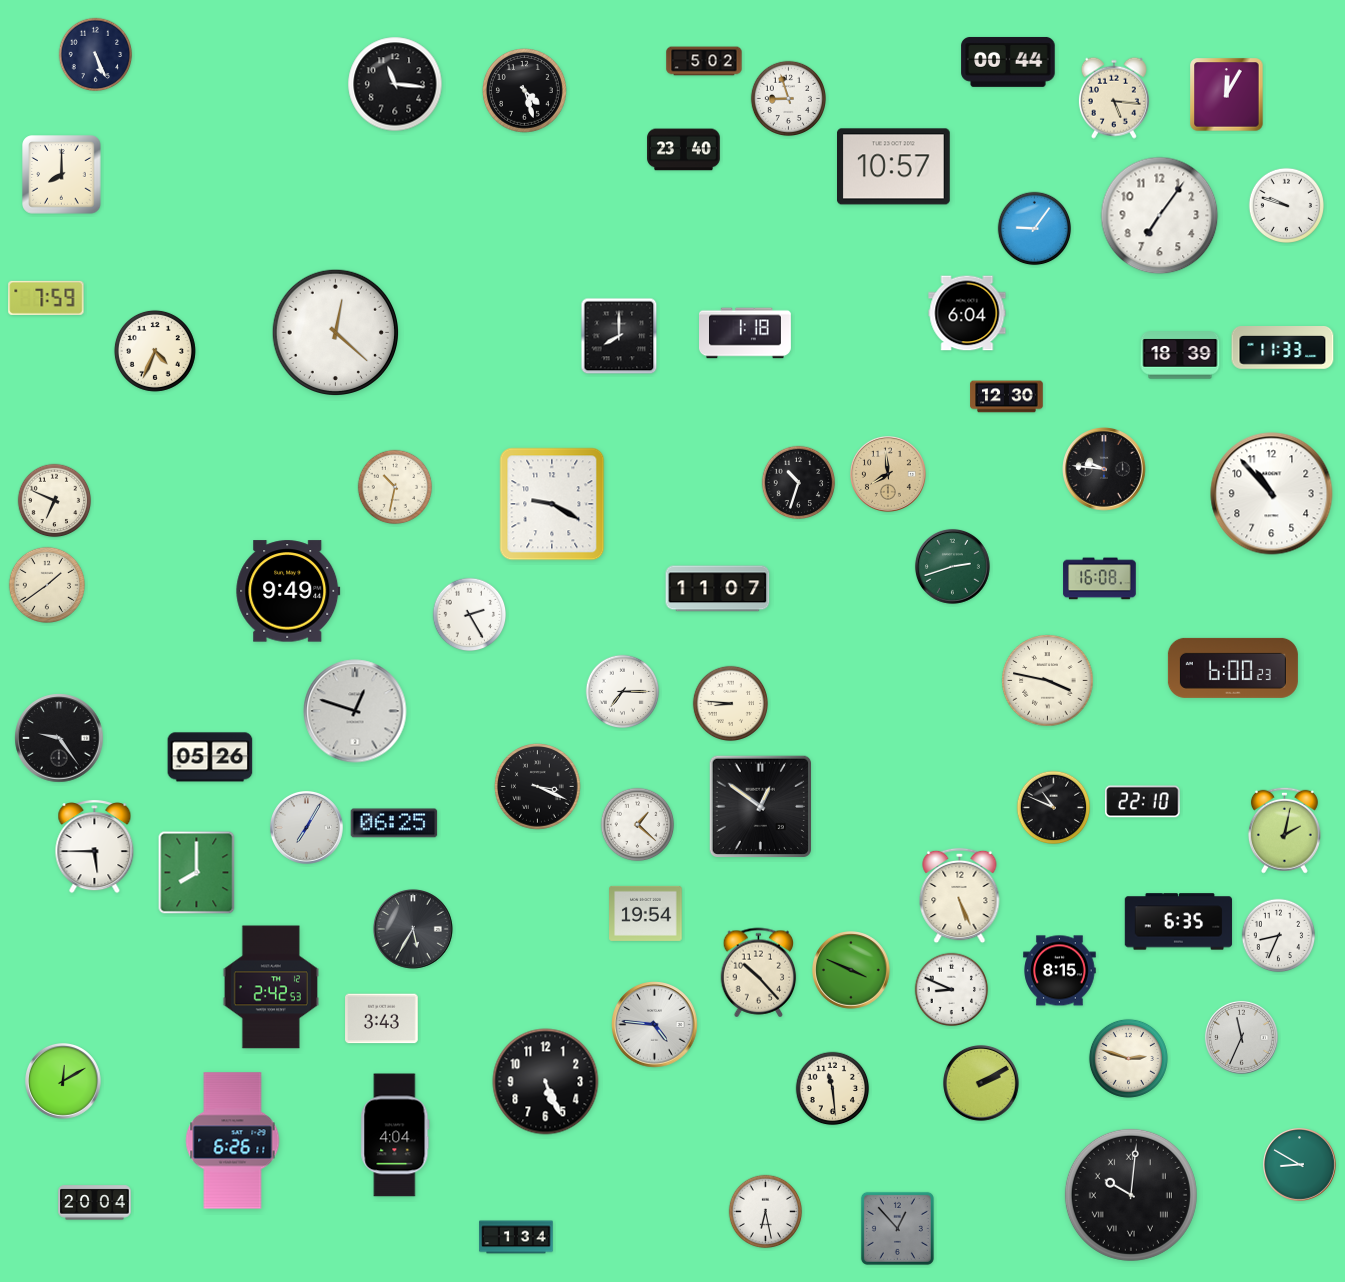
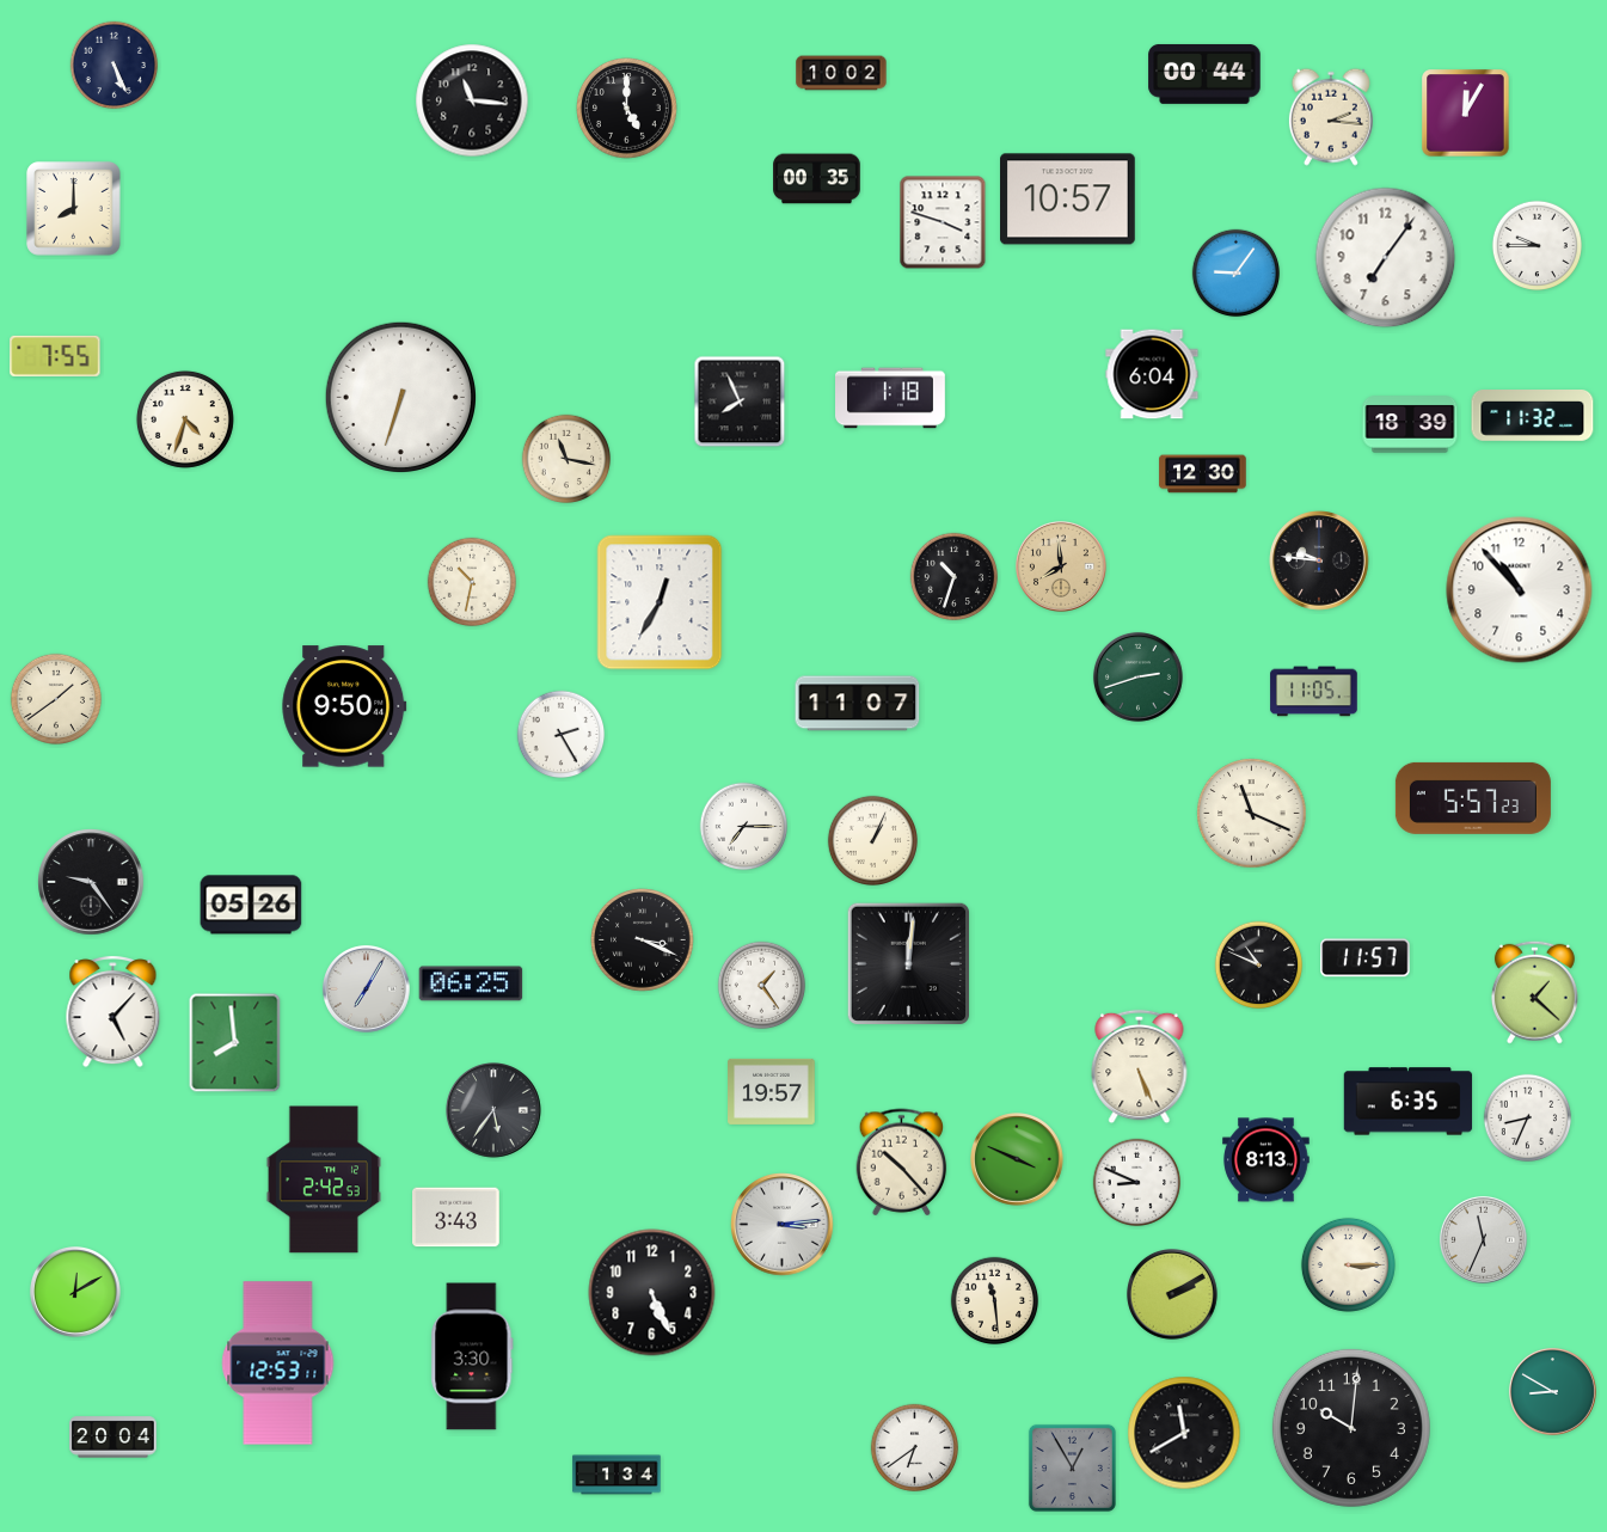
clock at (704, 61): 5:02 -> 10:02
clock at (525, 91): 4:27 -> 5:00
clock at (788, 98): 8:57 -> none
clock at (1114, 98): 5:16 -> 2:16
clock at (684, 150): 23:40 -> 00:35
clock at (943, 222): none -> 3:48
clock at (1286, 205): 9:48 -> 9:45
clock at (46, 298): 7:59 -> 7:55
clock at (967, 313) position: (967, 313) -> (1152, 374)
clock at (335, 332): 12:22 -> 6:33
clock at (619, 336): 8:00 -> 7:56
clock at (1283, 348): 11:33 -> 11:32
clock at (155, 351): 4:34 -> 4:33
clock at (566, 459): none -> 11:17
clock at (55, 501): 6:49 -> none
clock at (552, 504): 9:20 -> 12:35
clock at (1100, 579): 16:08 -> 11:05
clock at (288, 591): 9:49 -> 9:50
clock at (1233, 668): 6:00 -> 5:57
clock at (1048, 681): 3:47 -> 11:19
clock at (730, 703): 8:46 -> 1:04
clock at (355, 711): 12:48 -> none
clock at (59, 738) position: (59, 738) -> (91, 882)
clock at (1143, 802): 22:10 -> 11:57
clock at (760, 806): 12:51 -> 12:01
clock at (638, 825): 1:22 -> 1:24
clock at (1284, 830): 2:02 -> 1:22
clock at (95, 847): 5:45 -> 5:07
clock at (197, 873): 8:00 -> 7:59
clock at (960, 896) position: (960, 896) -> (1140, 1067)
clock at (646, 913): 19:54 -> 19:57
clock at (414, 930): 5:35 -> 5:36
clock at (1060, 971): 8:15 -> 8:13
clock at (759, 973) position: (759, 973) -> (902, 1163)
clock at (655, 1025): 4:46 -> 3:14
clock at (1128, 1058): 2:48 -> 3:15
clock at (395, 1135): 4:04 -> 3:30
clock at (233, 1141): 6:26 -> 12:53
clock at (1131, 1195) numerals: Roman -> Arabic
clock at (1184, 1433): none -> 11:40
clock at (766, 1212): 6:28 -> 6:39
clock at (897, 1228): 12:53 -> 12:55
clock at (516, 1237) position: (516, 1237) -> (617, 1475)
